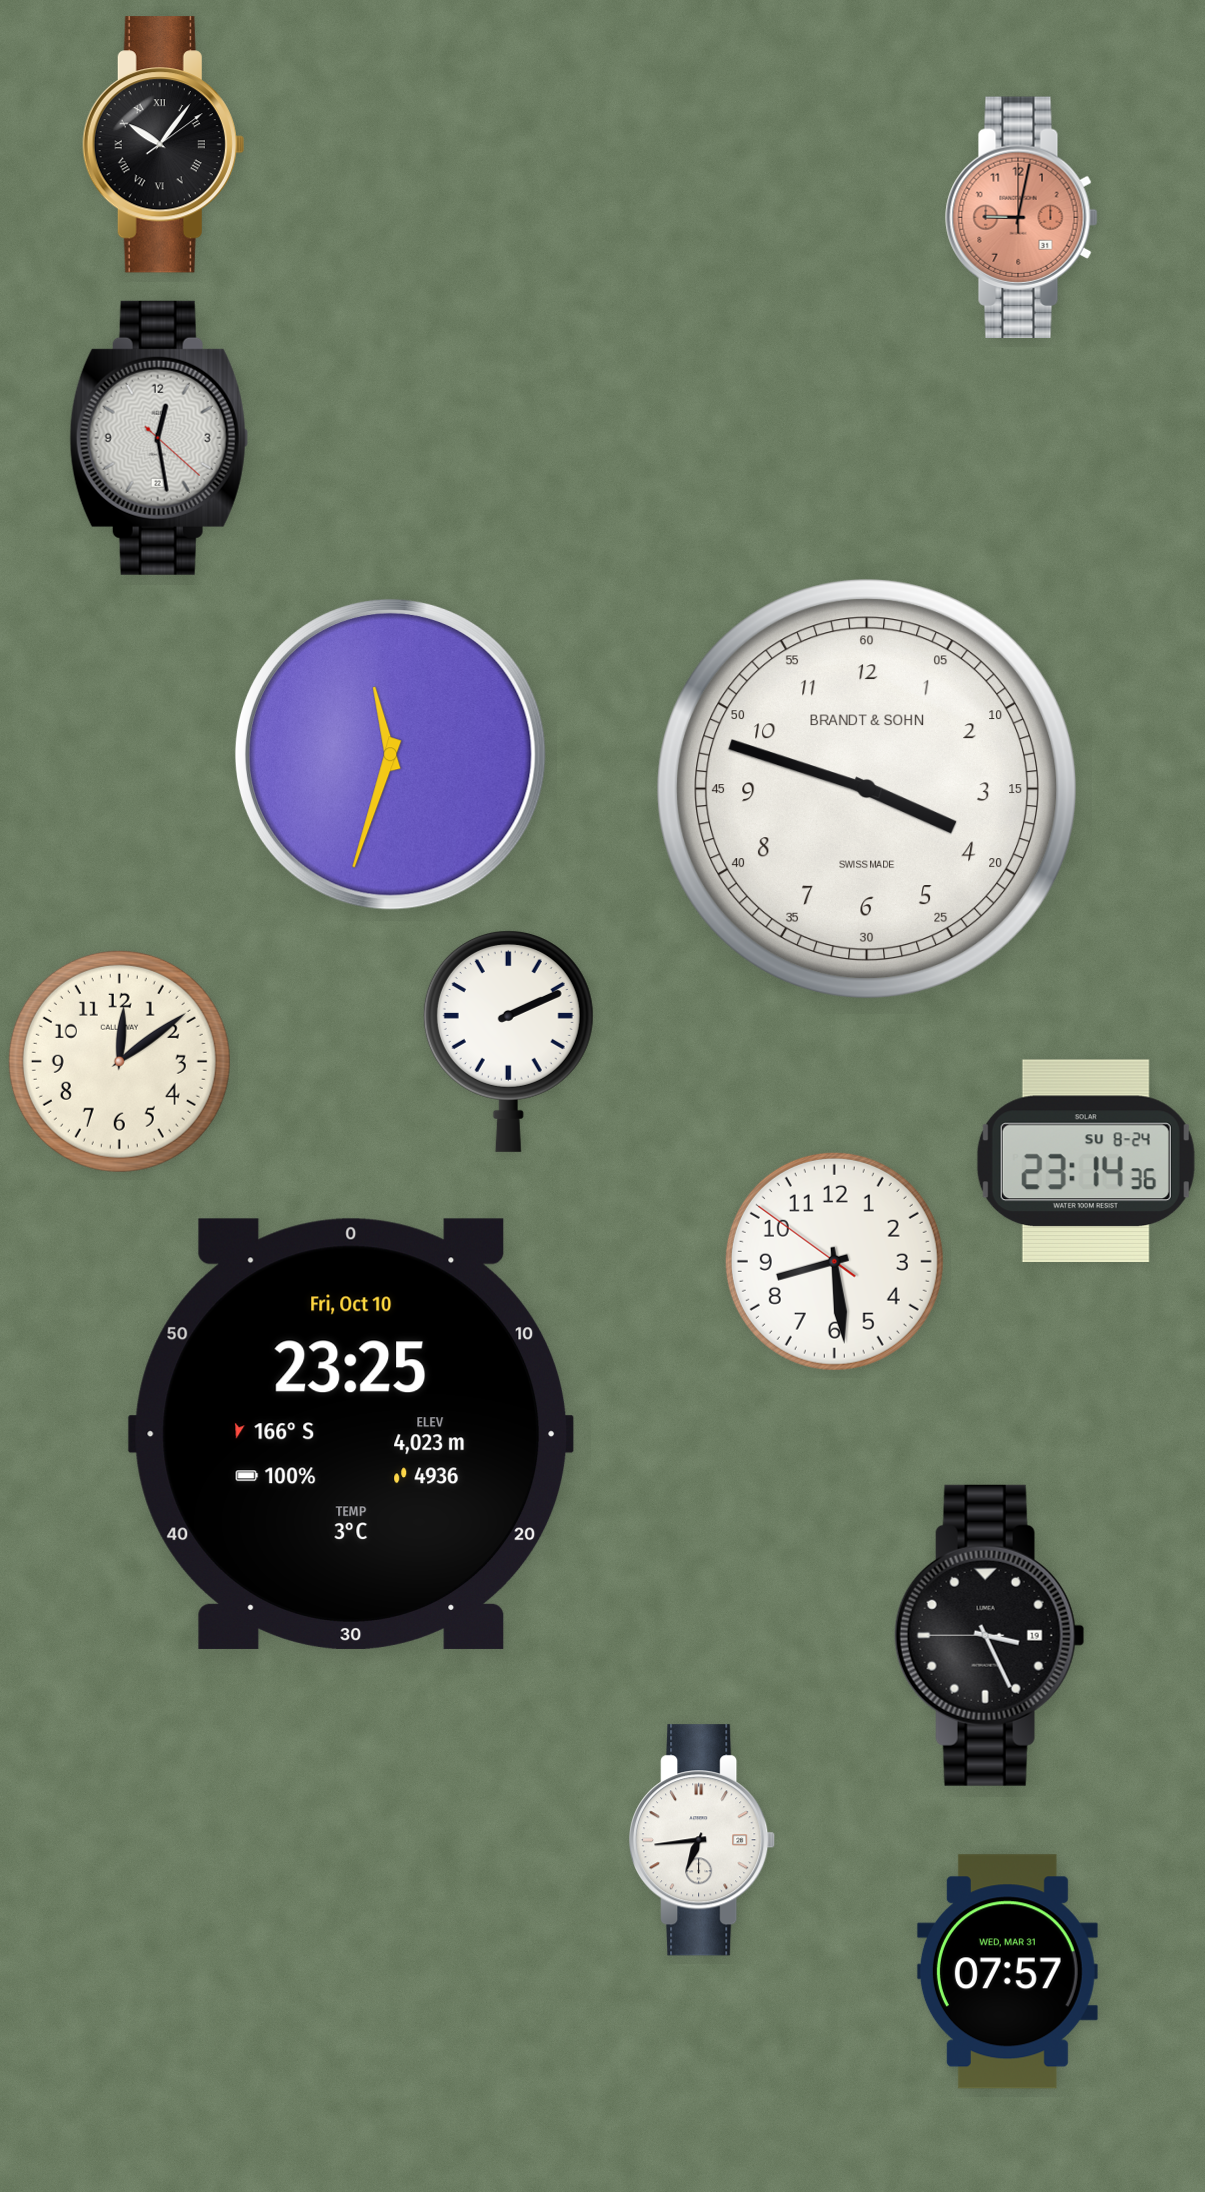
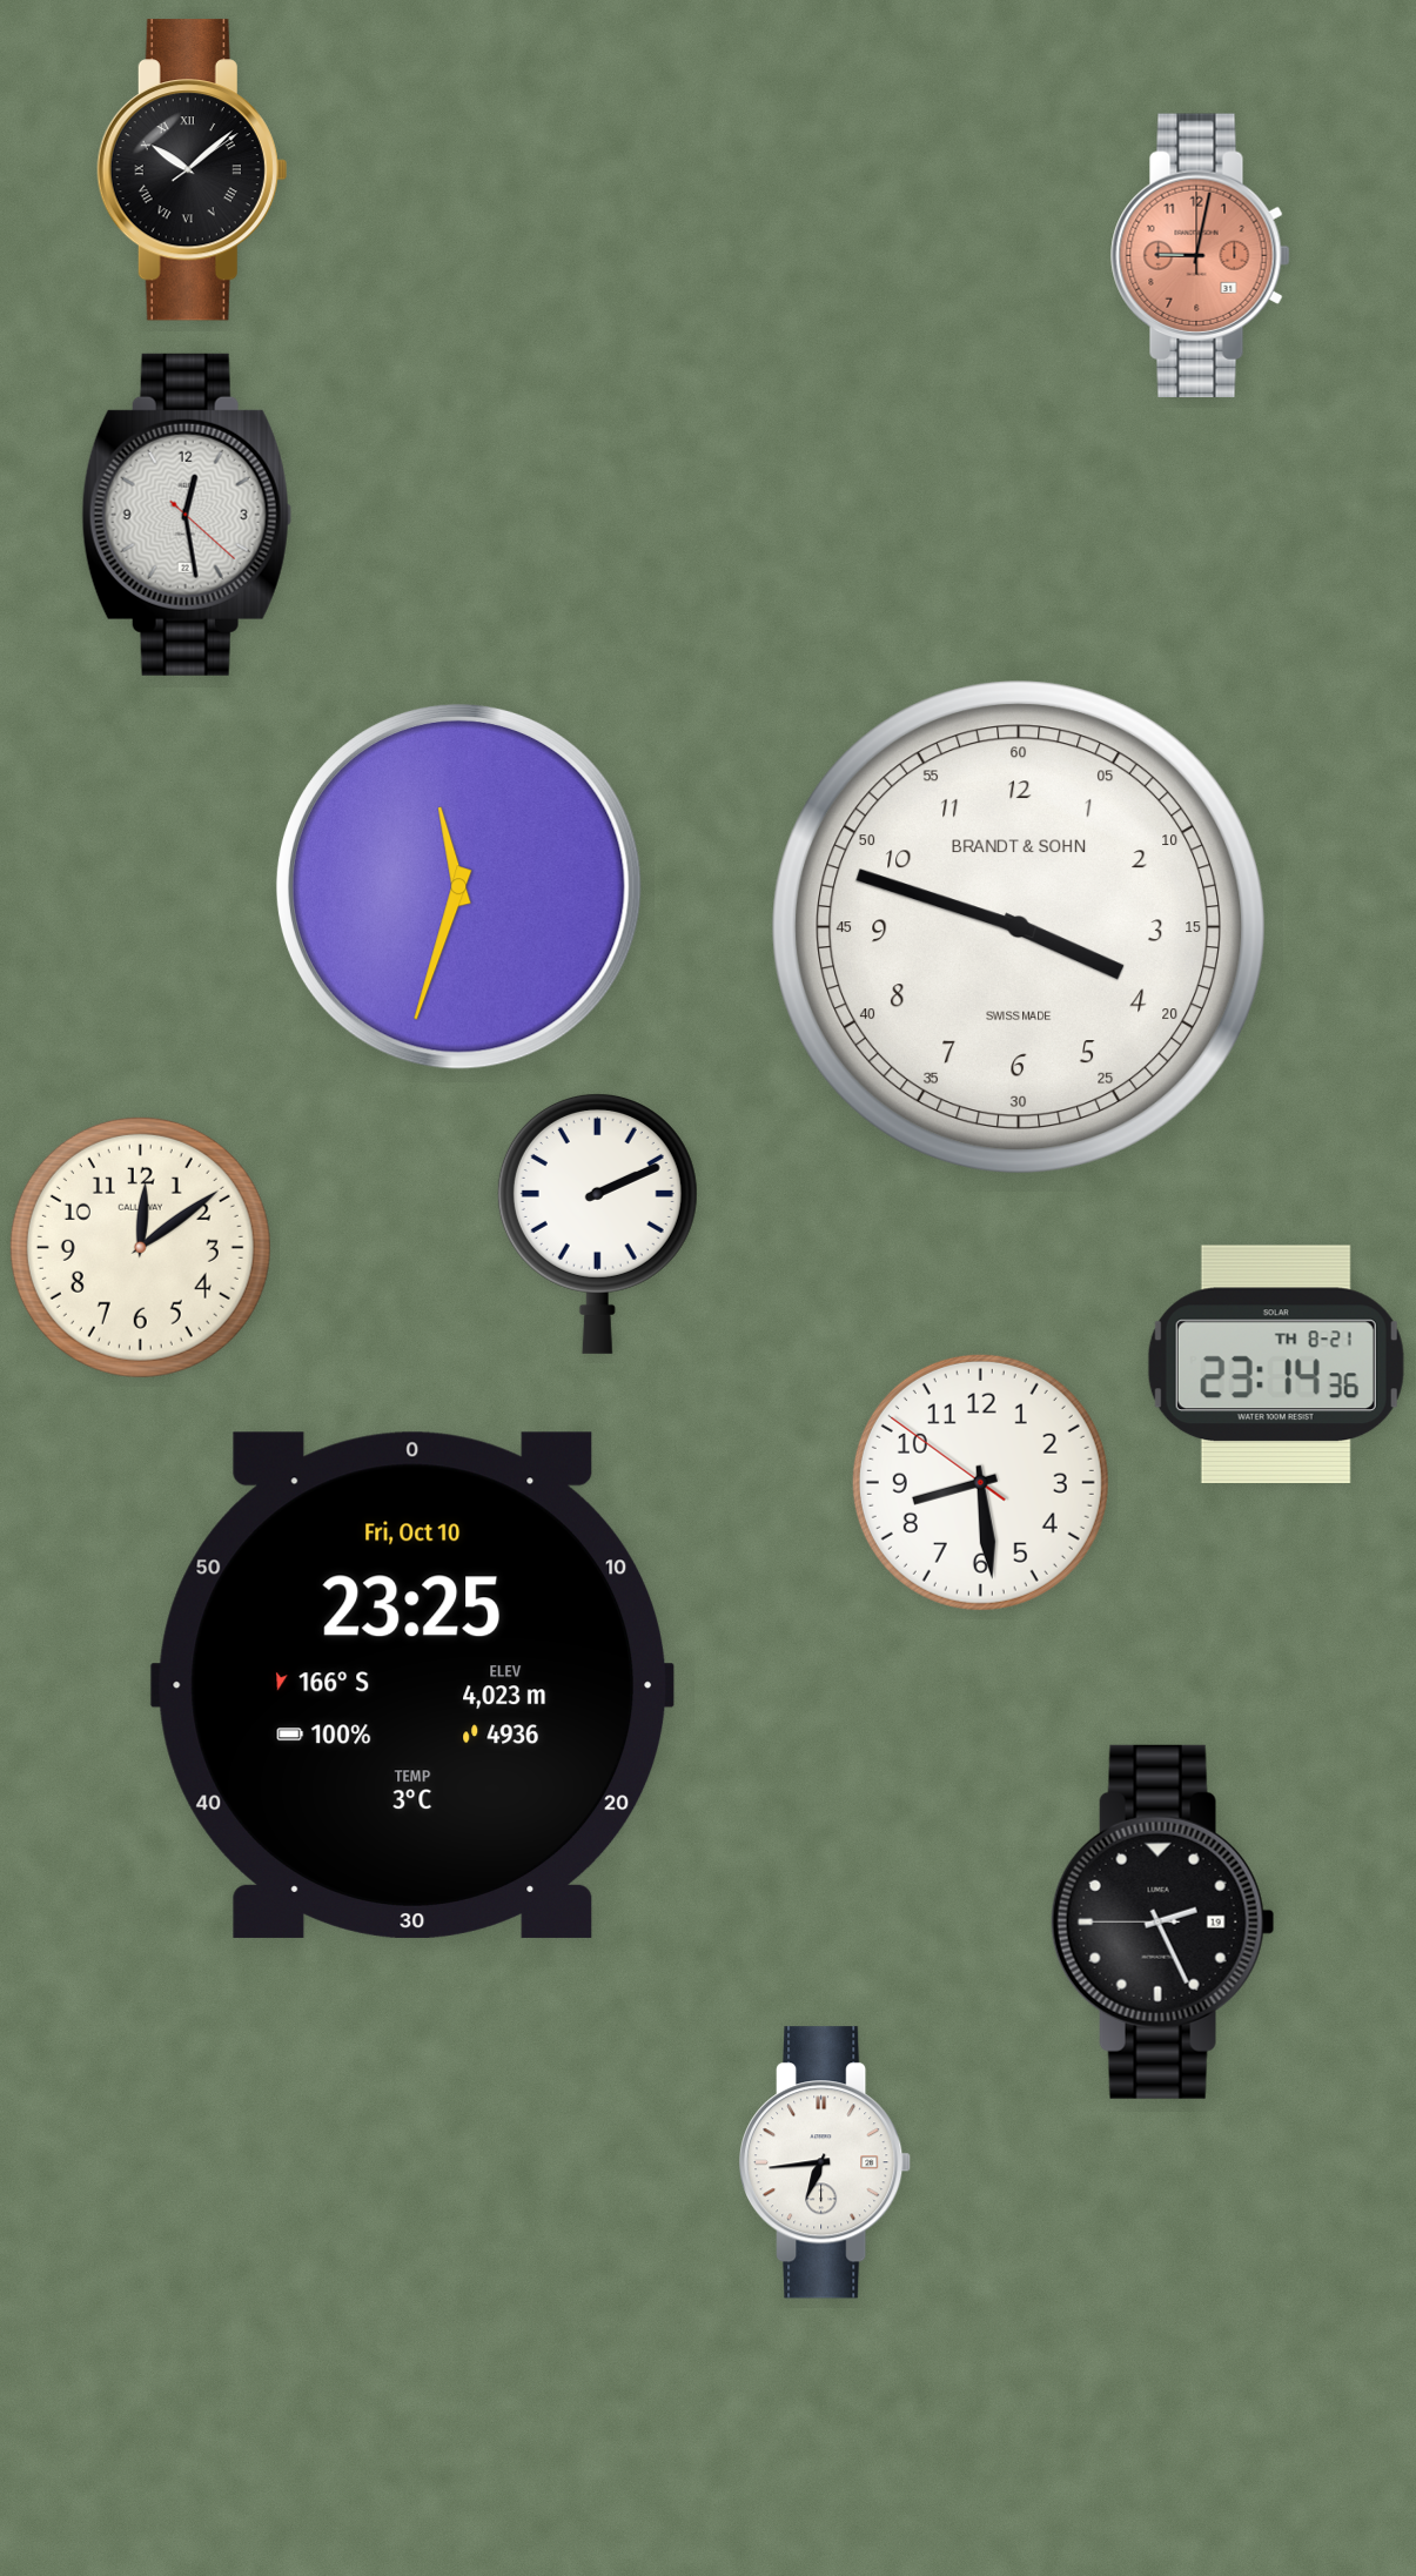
clock at (163, 145): 10:06 -> 10:08
clock at (1086, 1160) date: SU 8-24 -> TH 8-21
clock at (989, 1635): 3:25 -> 2:25
clock at (1007, 1972): 07:57 -> none
